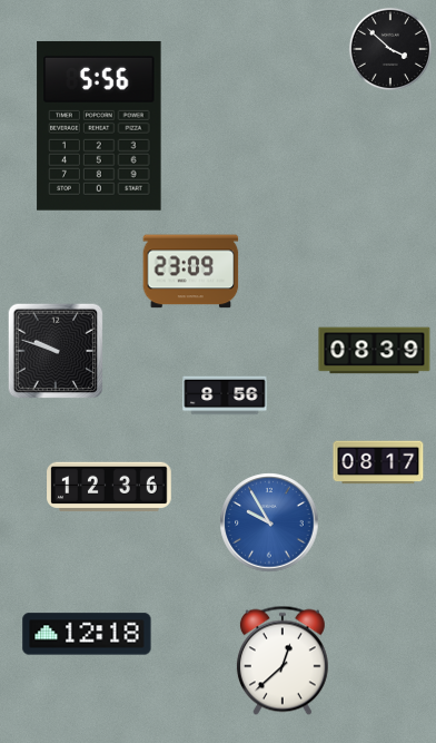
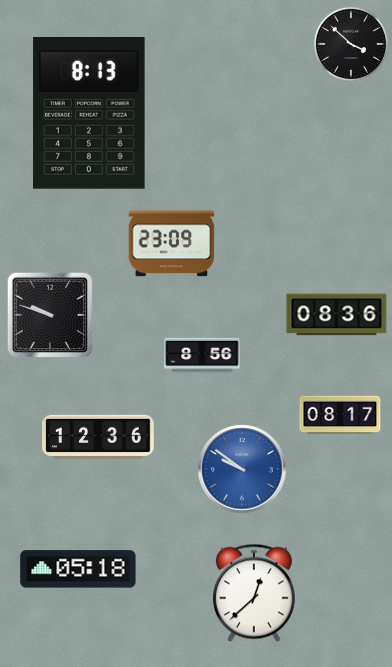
clock at (99, 126): 5:56 -> 8:13
clock at (375, 351): 08:39 -> 08:36
clock at (269, 522): 9:55 -> 9:51
clock at (87, 634): 12:18 -> 05:18
